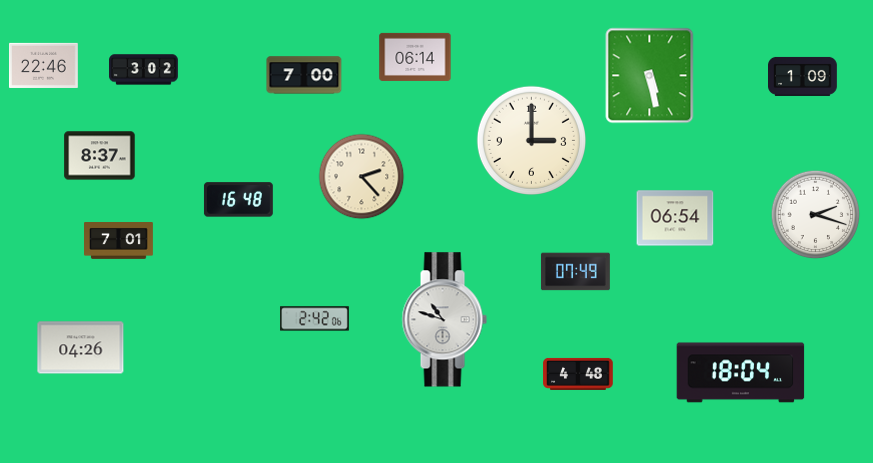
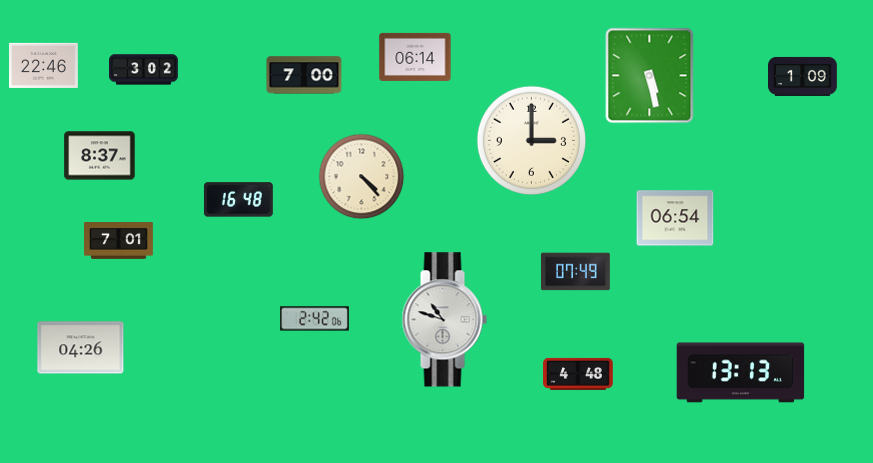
clock at (362, 177): 2:23 -> 4:23
clock at (816, 215): 2:18 -> none
clock at (741, 373): 18:04 -> 13:13
